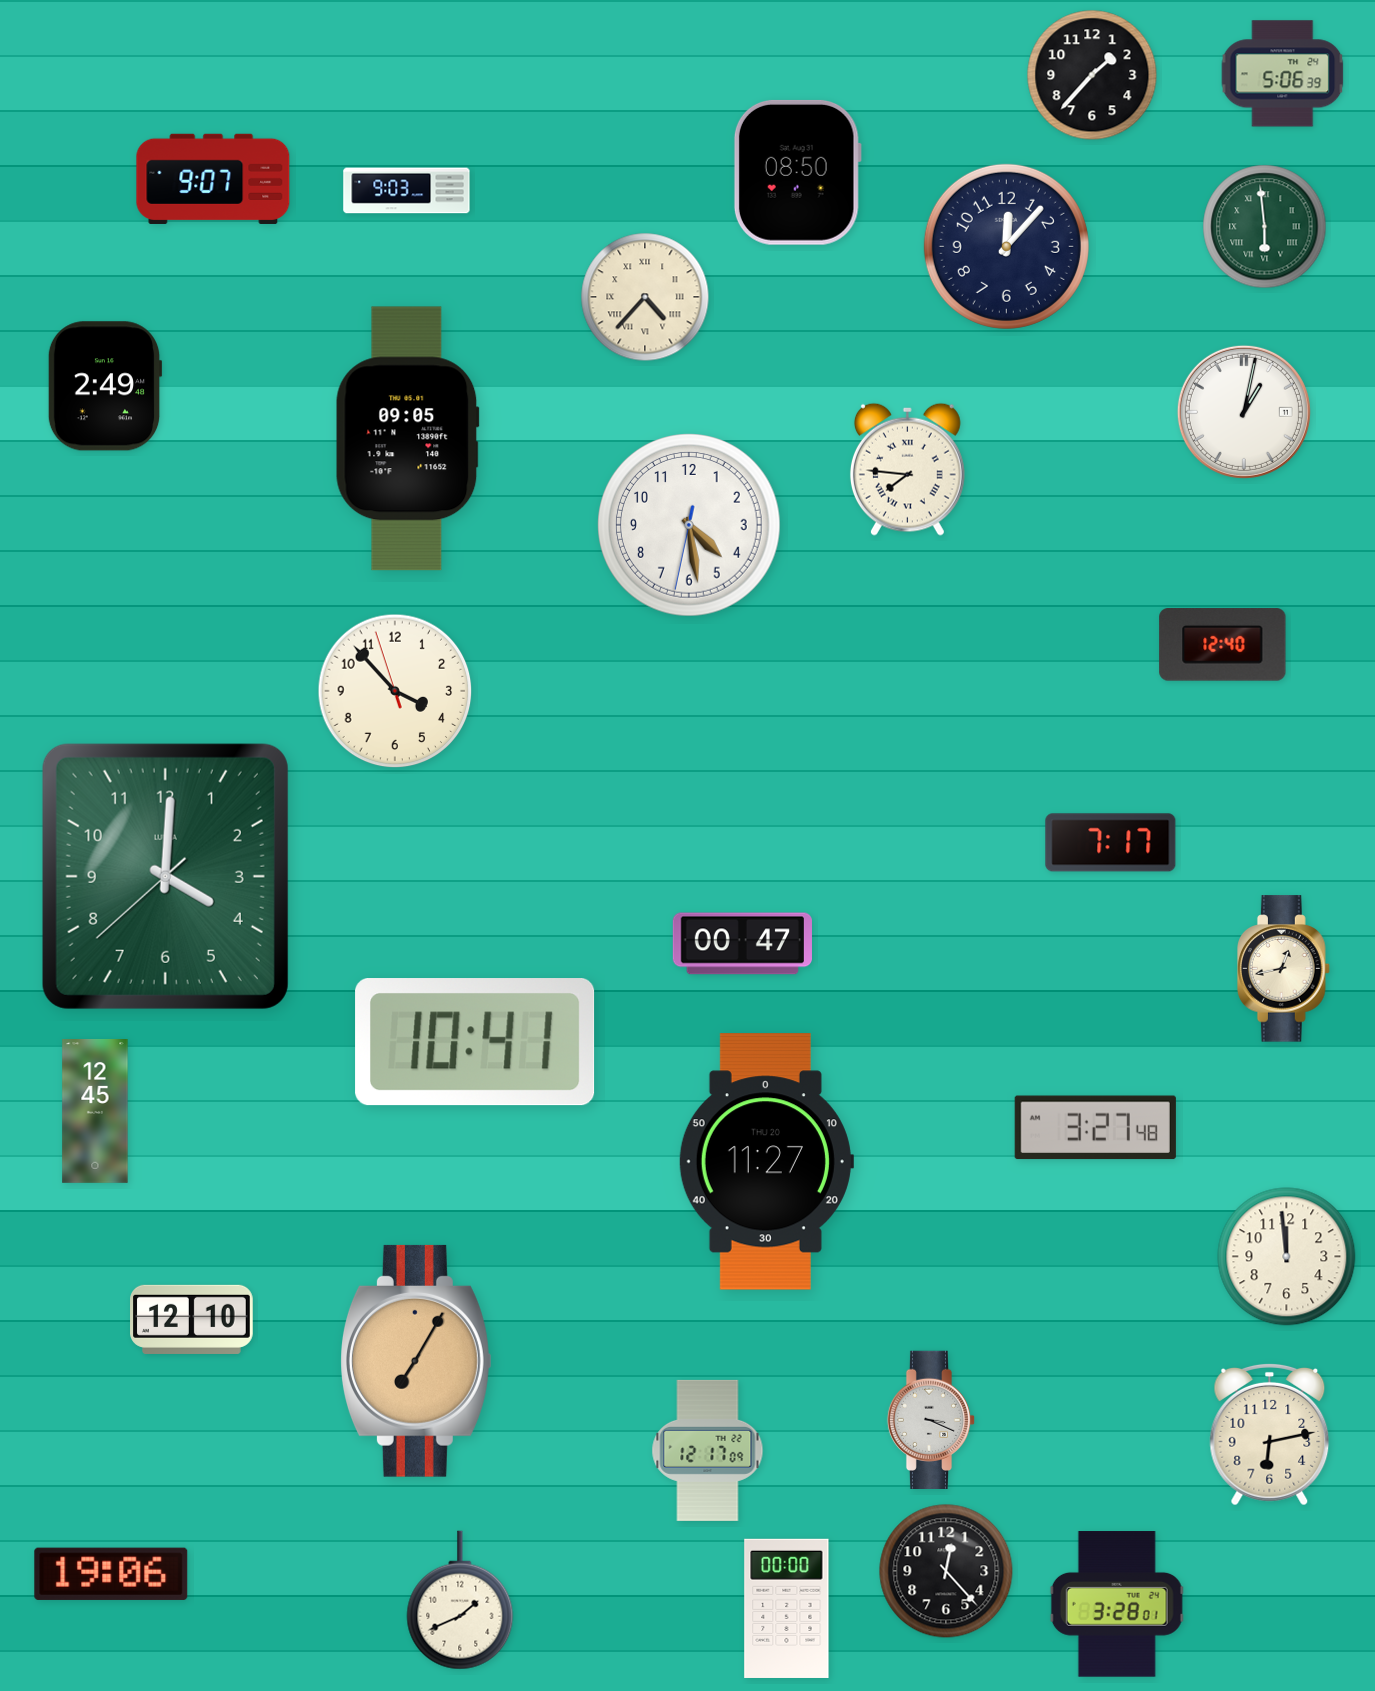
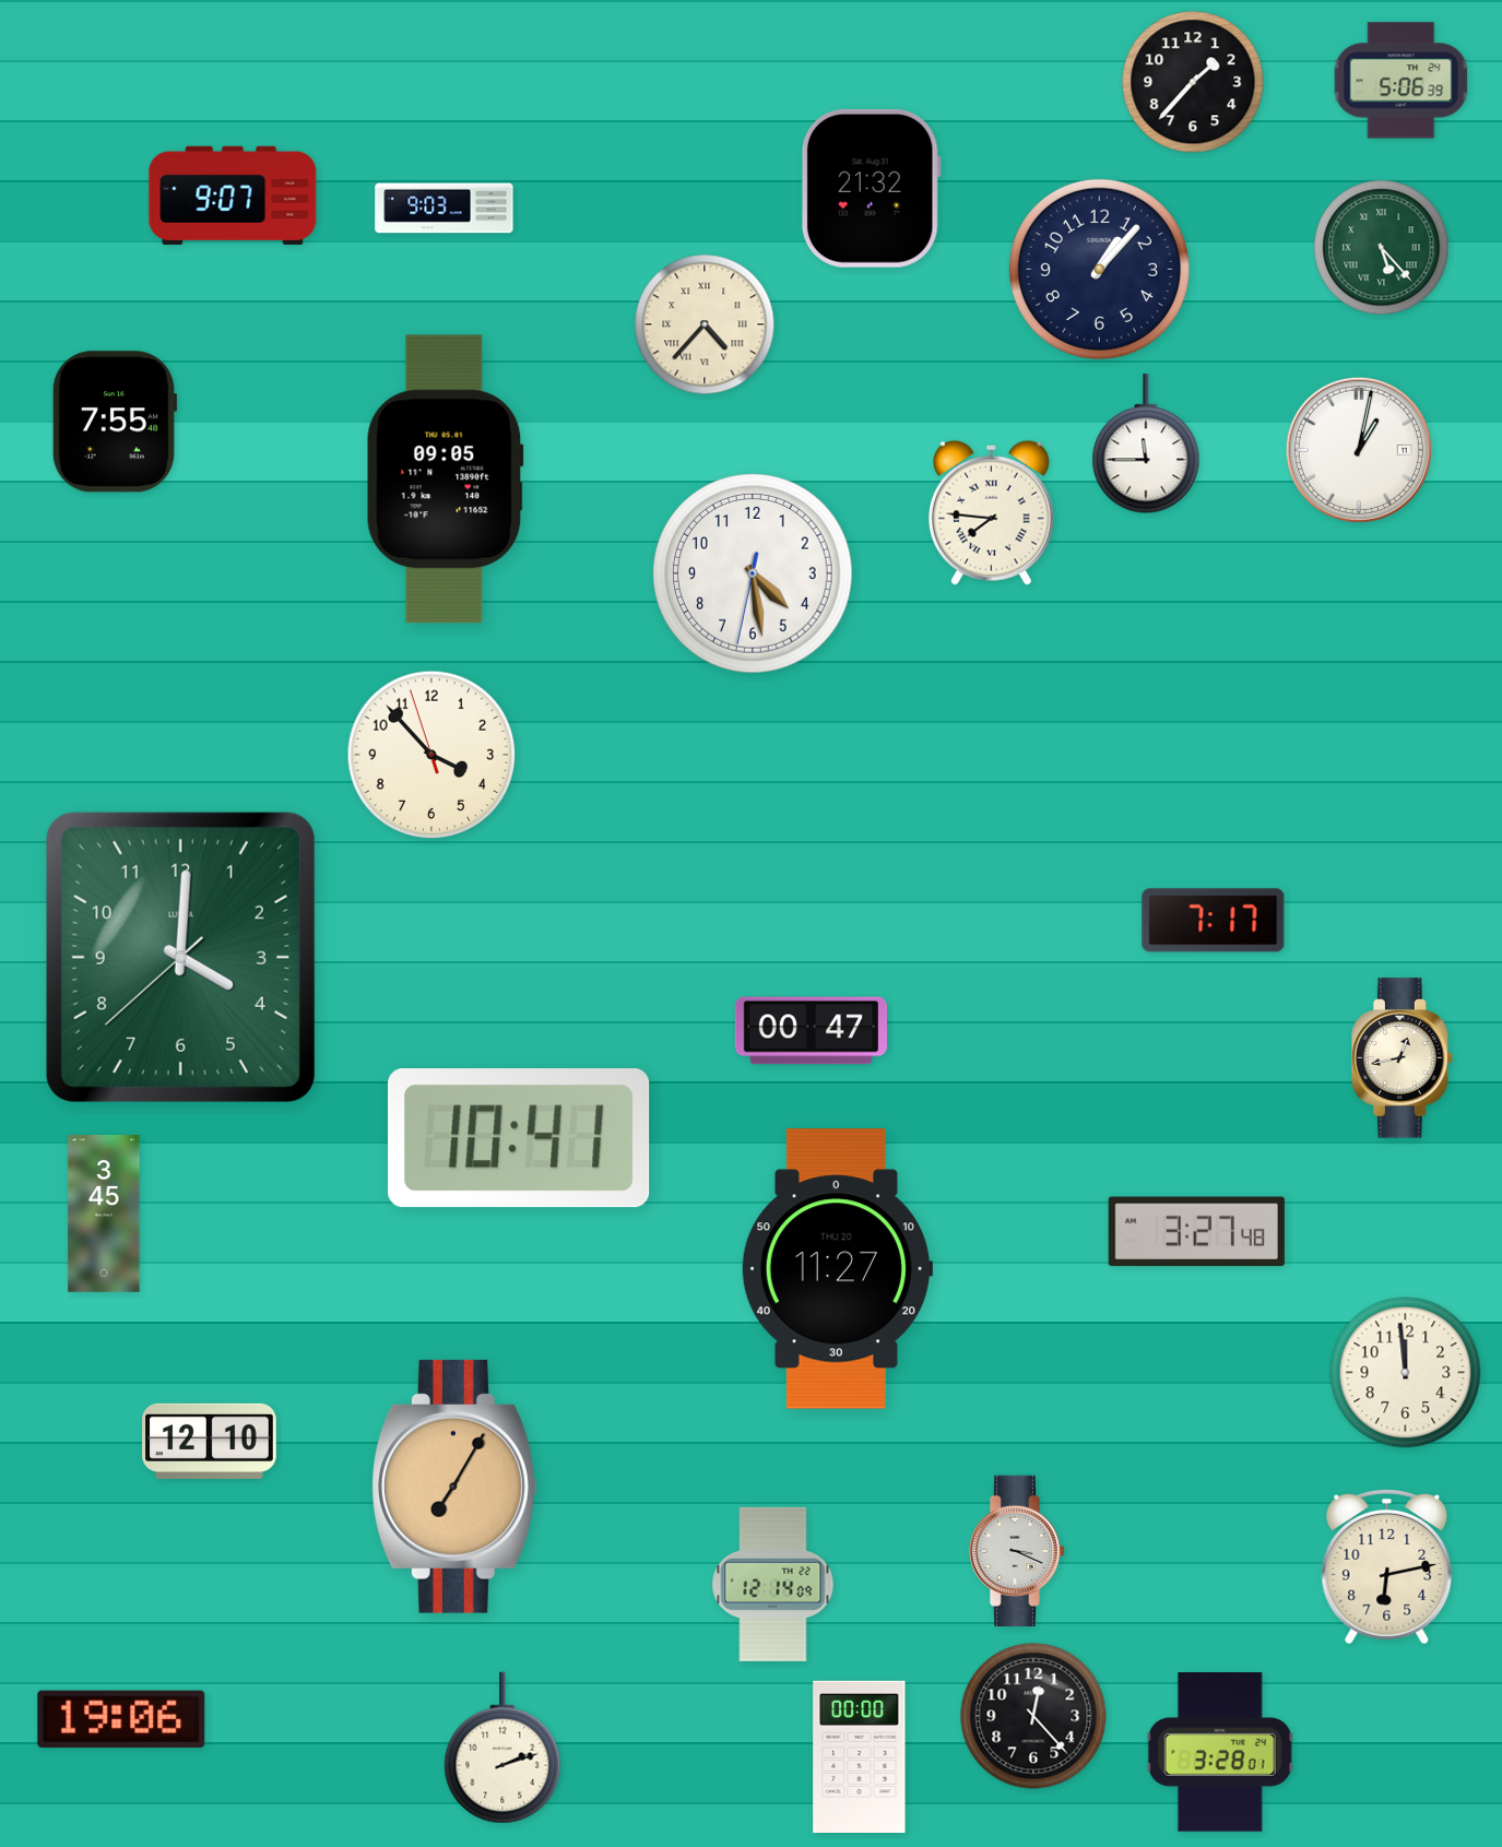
clock at (797, 172): 08:50 -> 21:32
clock at (1265, 227): 5:59 -> 5:23
clock at (1006, 246): 12:07 -> 1:07
clock at (105, 386): 2:49 -> 7:55
clock at (1146, 445): none -> 11:45
clock at (1223, 645): 12:40 -> none
clock at (95, 1112): 12:45 -> 3:45
clock at (708, 1450): 12:17 -> 12:14
clock at (460, 1600): 1:41 -> 2:12
